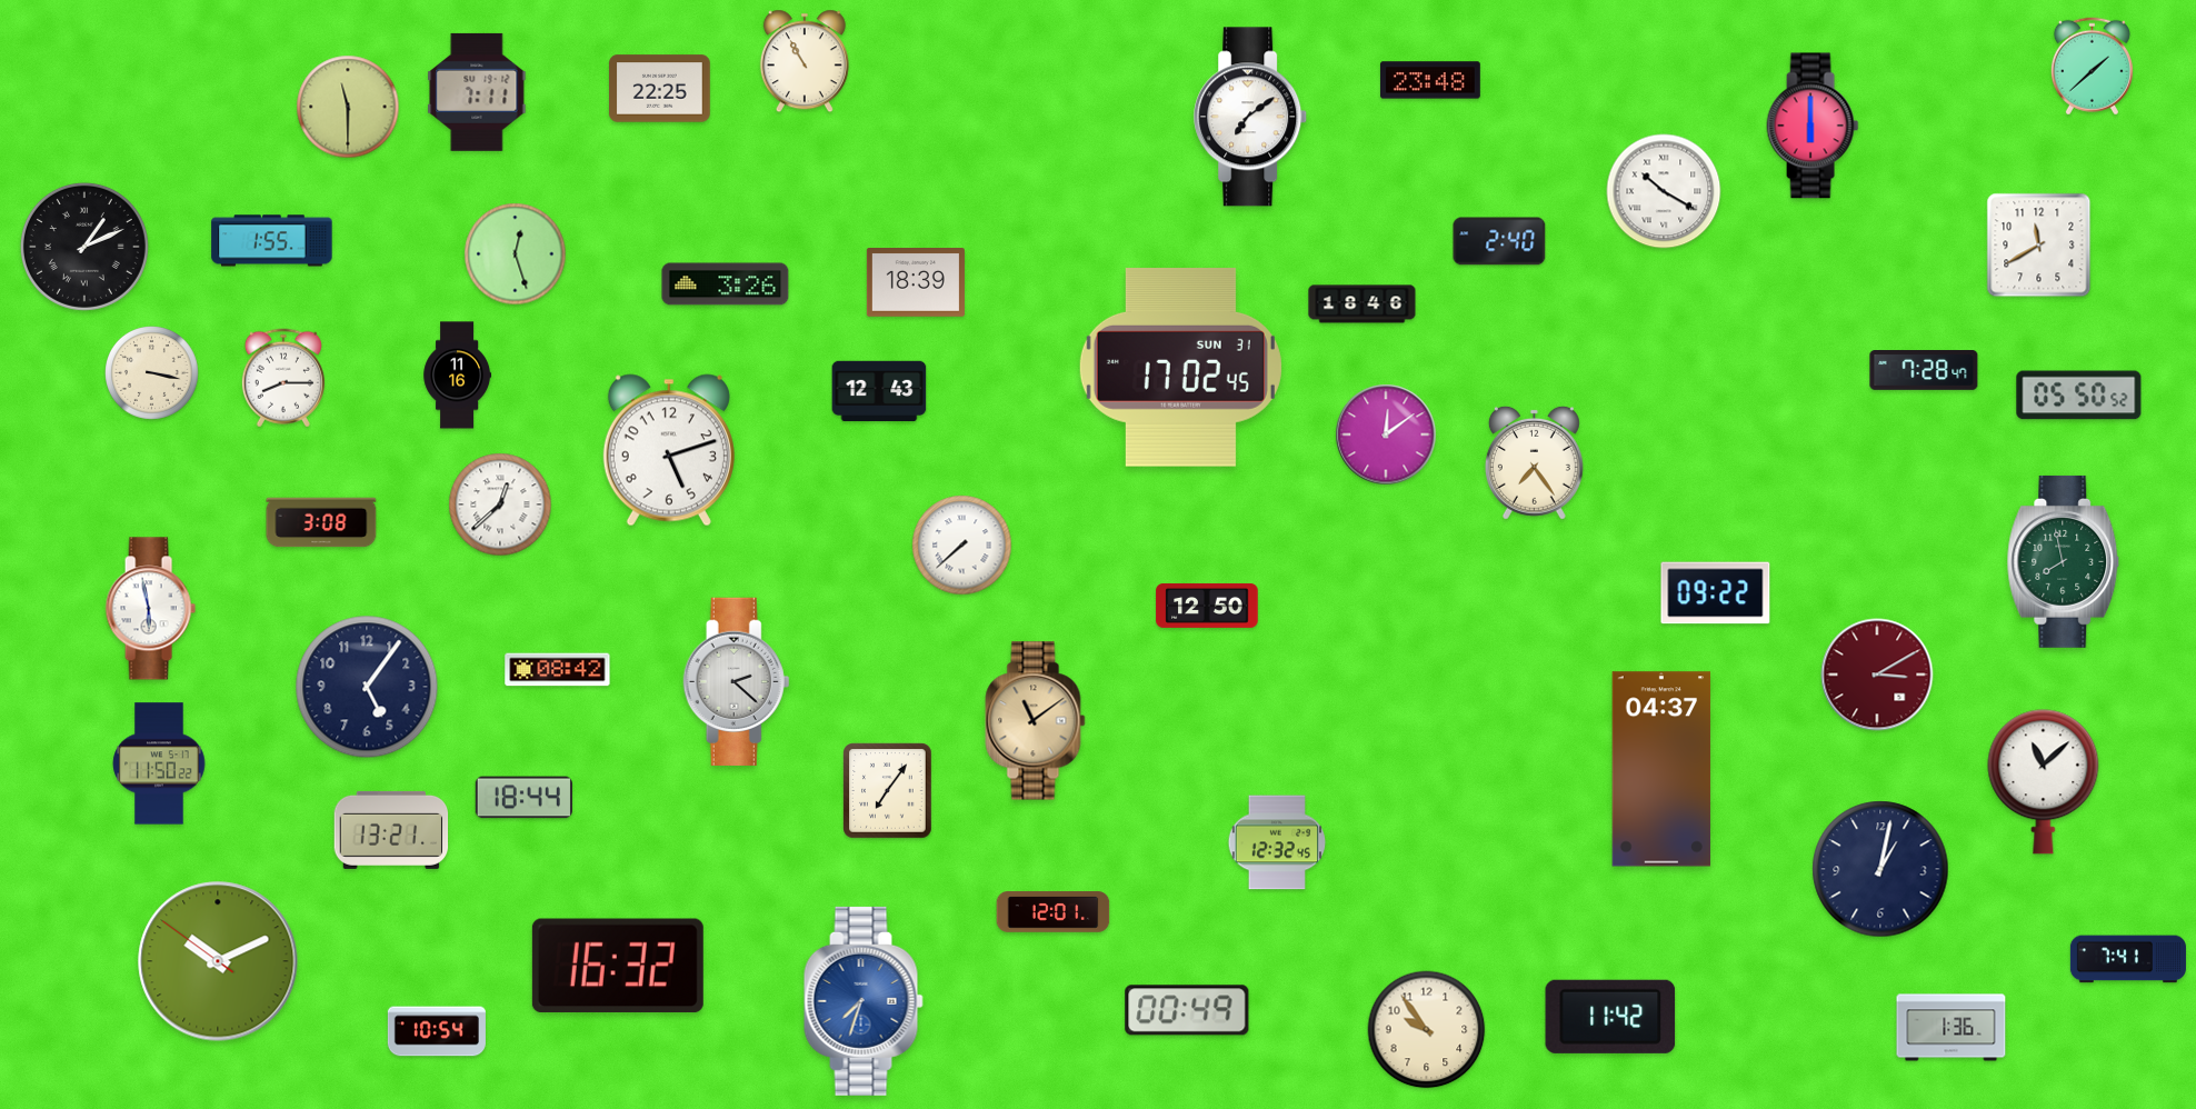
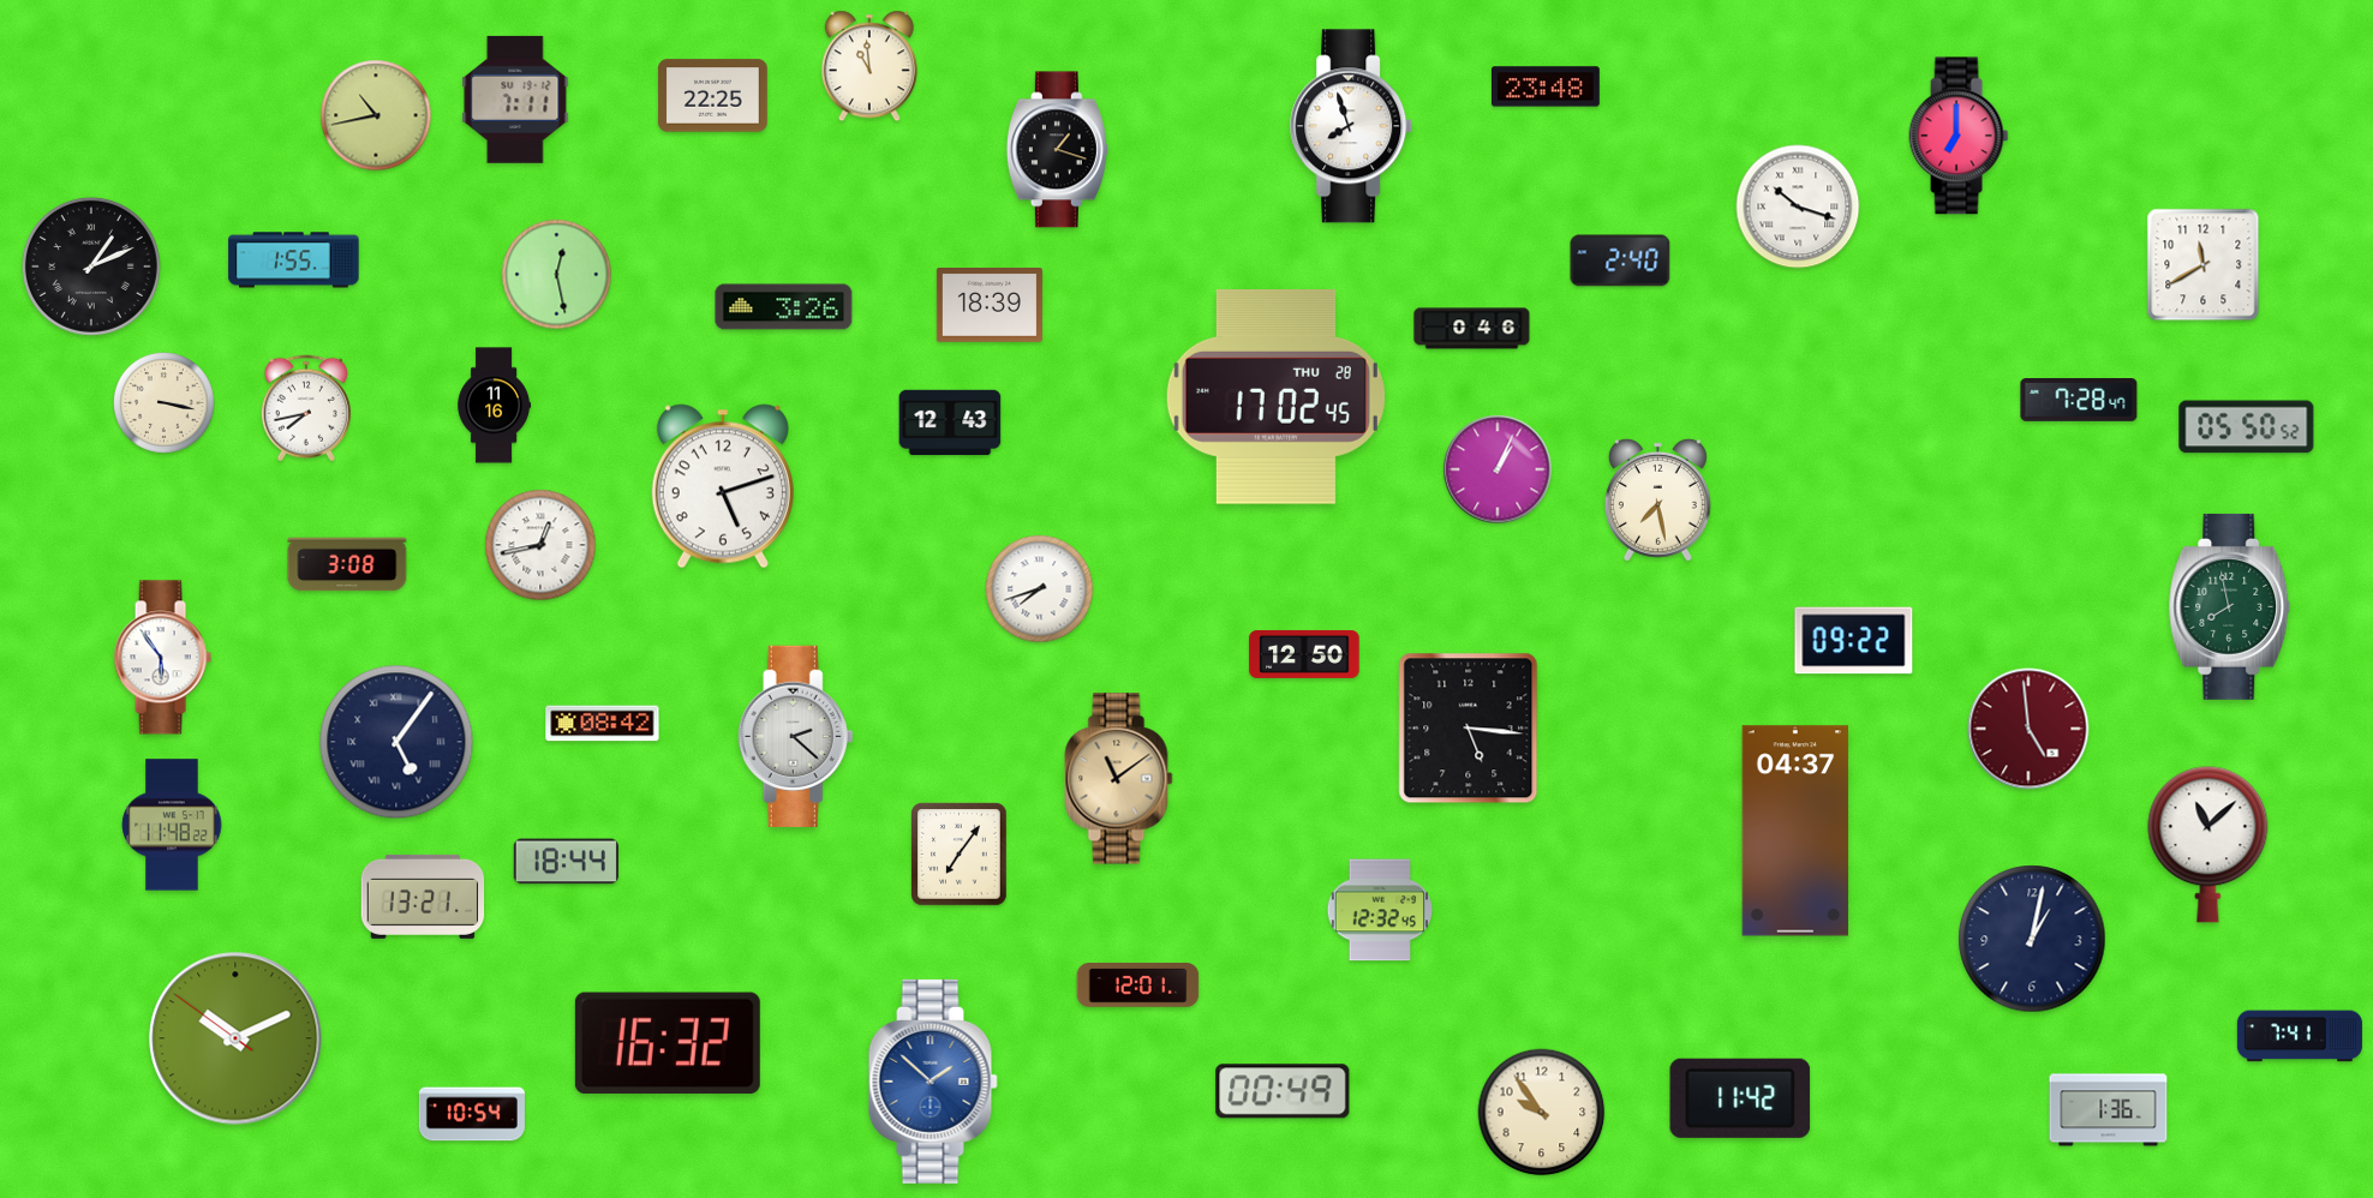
clock at (805, 61): 10:55 -> 10:59
clock at (2092, 67): 1:38 -> none
clock at (348, 107): 11:30 -> 10:43
clock at (1251, 117): 7:09 -> 7:57
clock at (1813, 126): 6:00 -> 7:00
clock at (1057, 150): none -> 1:18
clock at (1664, 191): 10:20 -> 10:18
clock at (516, 254): 12:27 -> 12:28
clock at (1362, 304): 18:46 -> 0:46
clock at (1180, 367) date: SUN 31 -> THU 28
clock at (283, 378): 8:15 -> 7:43
clock at (1386, 434): 12:09 -> 1:04
clock at (1534, 462): 7:24 -> 7:28
clock at (500, 504): 12:38 -> 12:43
clock at (962, 546): 7:38 -> 7:42
clock at (150, 609): 5:58 -> 5:54
clock at (1469, 729): none -> 5:16
clock at (1877, 675): 3:10 -> 4:59
clock at (367, 687) numerals: Arabic -> Roman
clock at (159, 763): 11:50 -> 11:48
clock at (864, 1001): 7:33 -> 1:52
